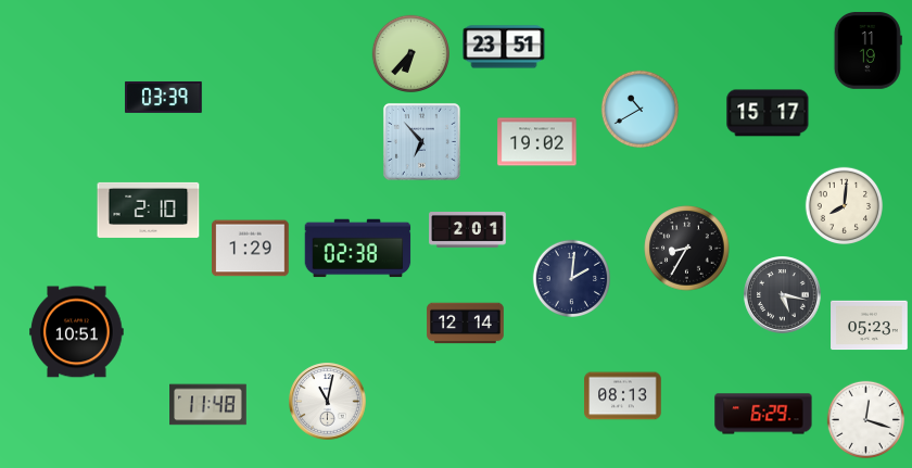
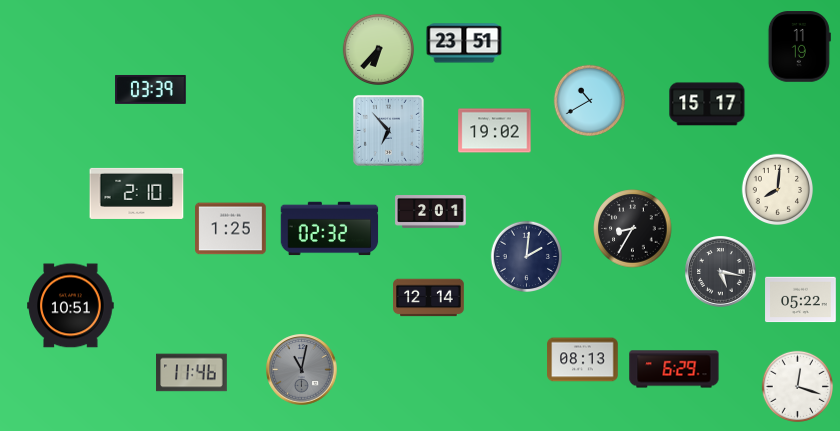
clock at (251, 249): 1:29 -> 1:25
clock at (358, 249): 02:38 -> 02:32
clock at (870, 326): 05:23 -> 05:22
clock at (623, 396) position: (623, 396) -> (583, 360)
clock at (328, 402) dial: white -> grey
clock at (208, 405): 11:48 -> 11:46
clock at (763, 414) position: (763, 414) -> (674, 369)
